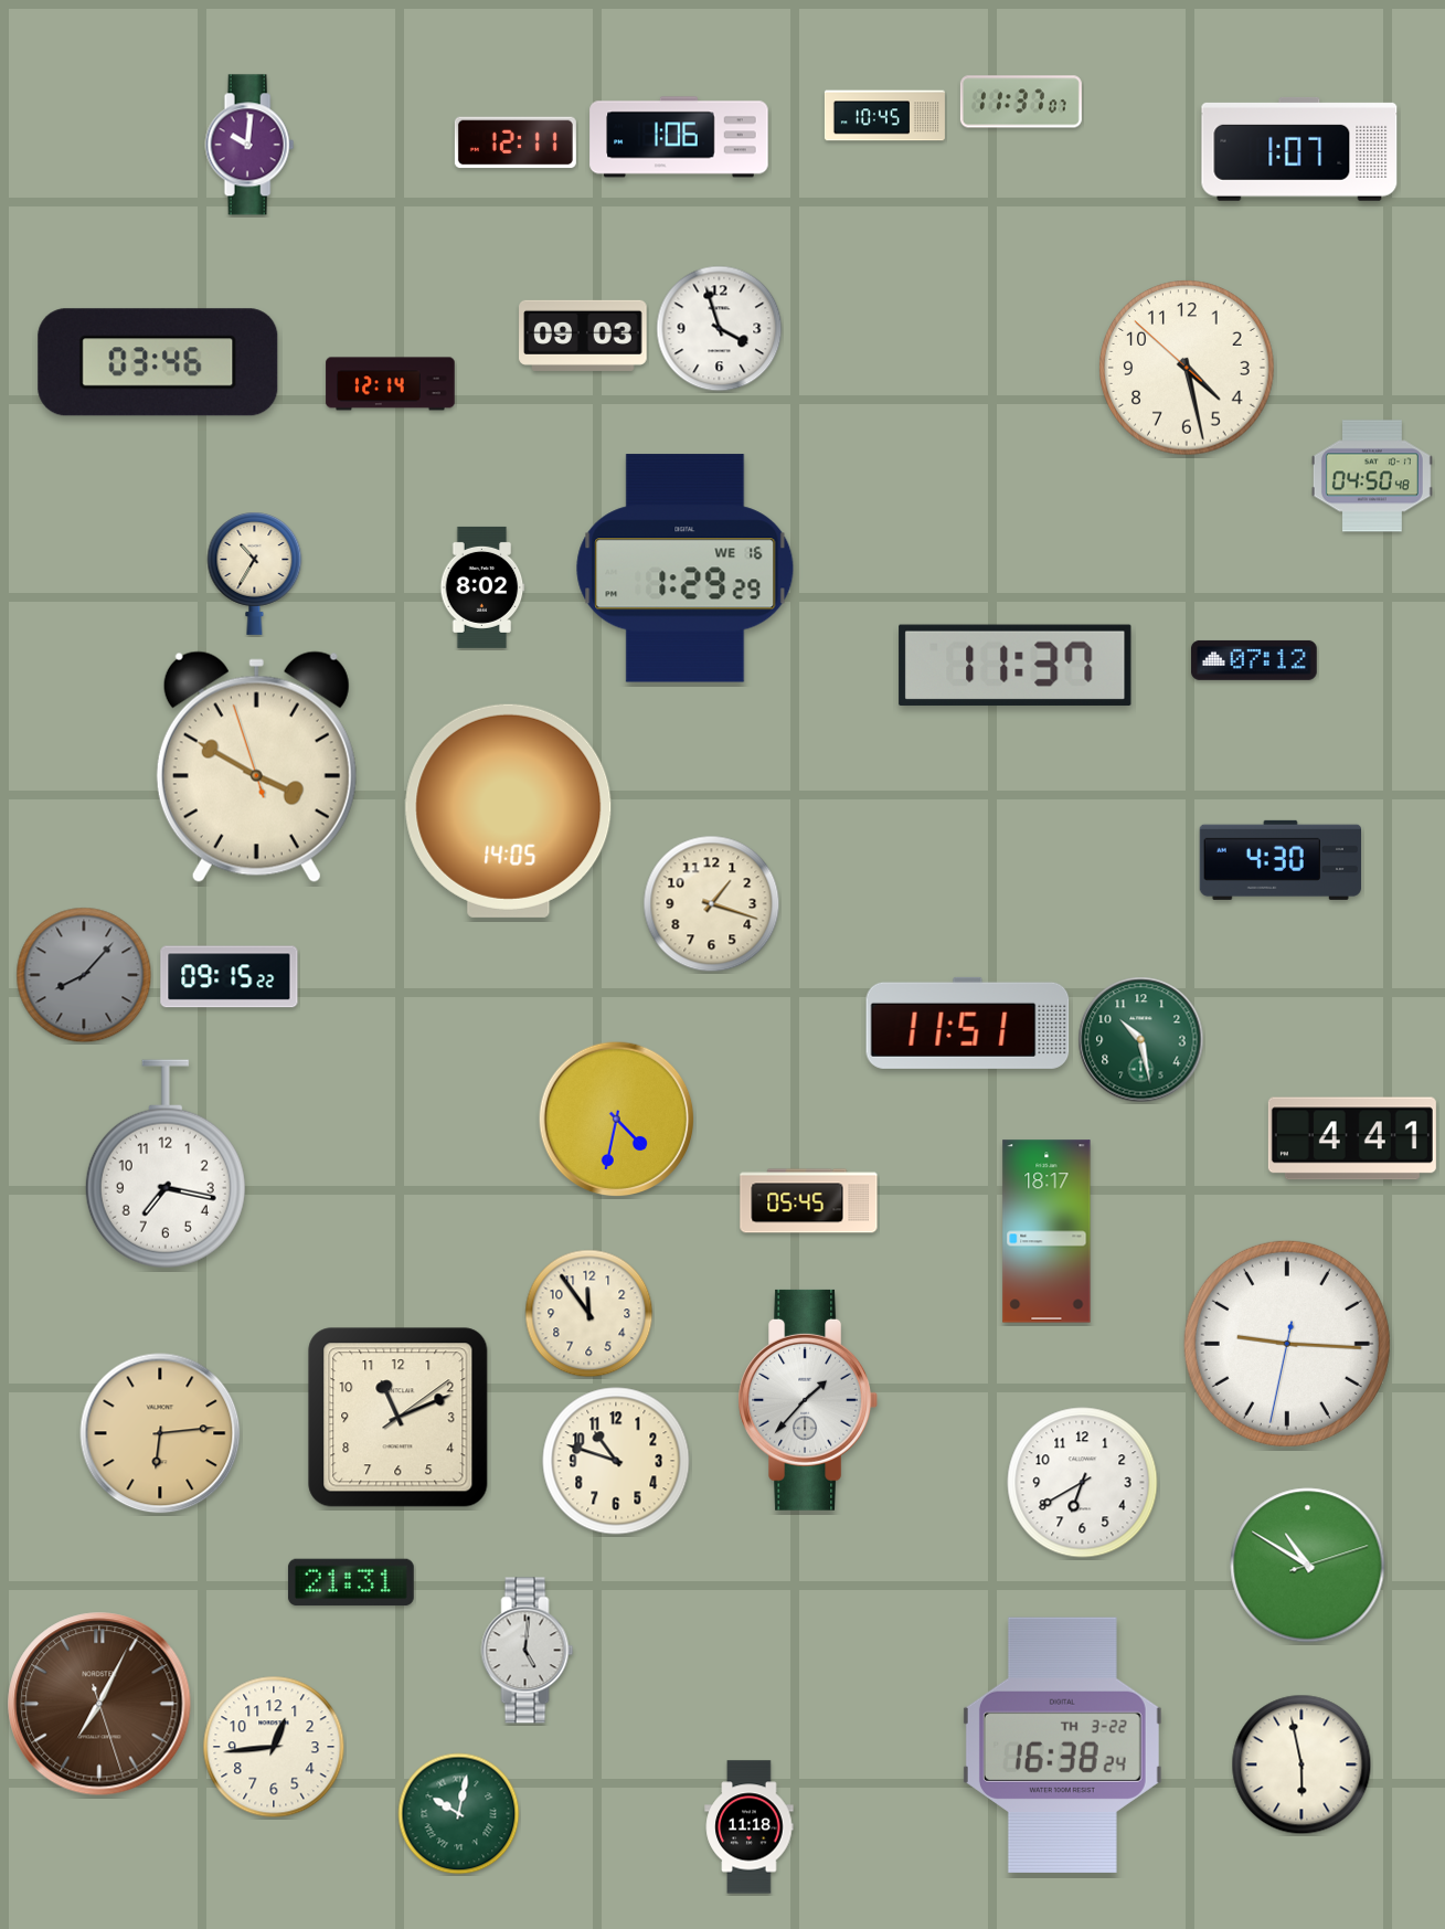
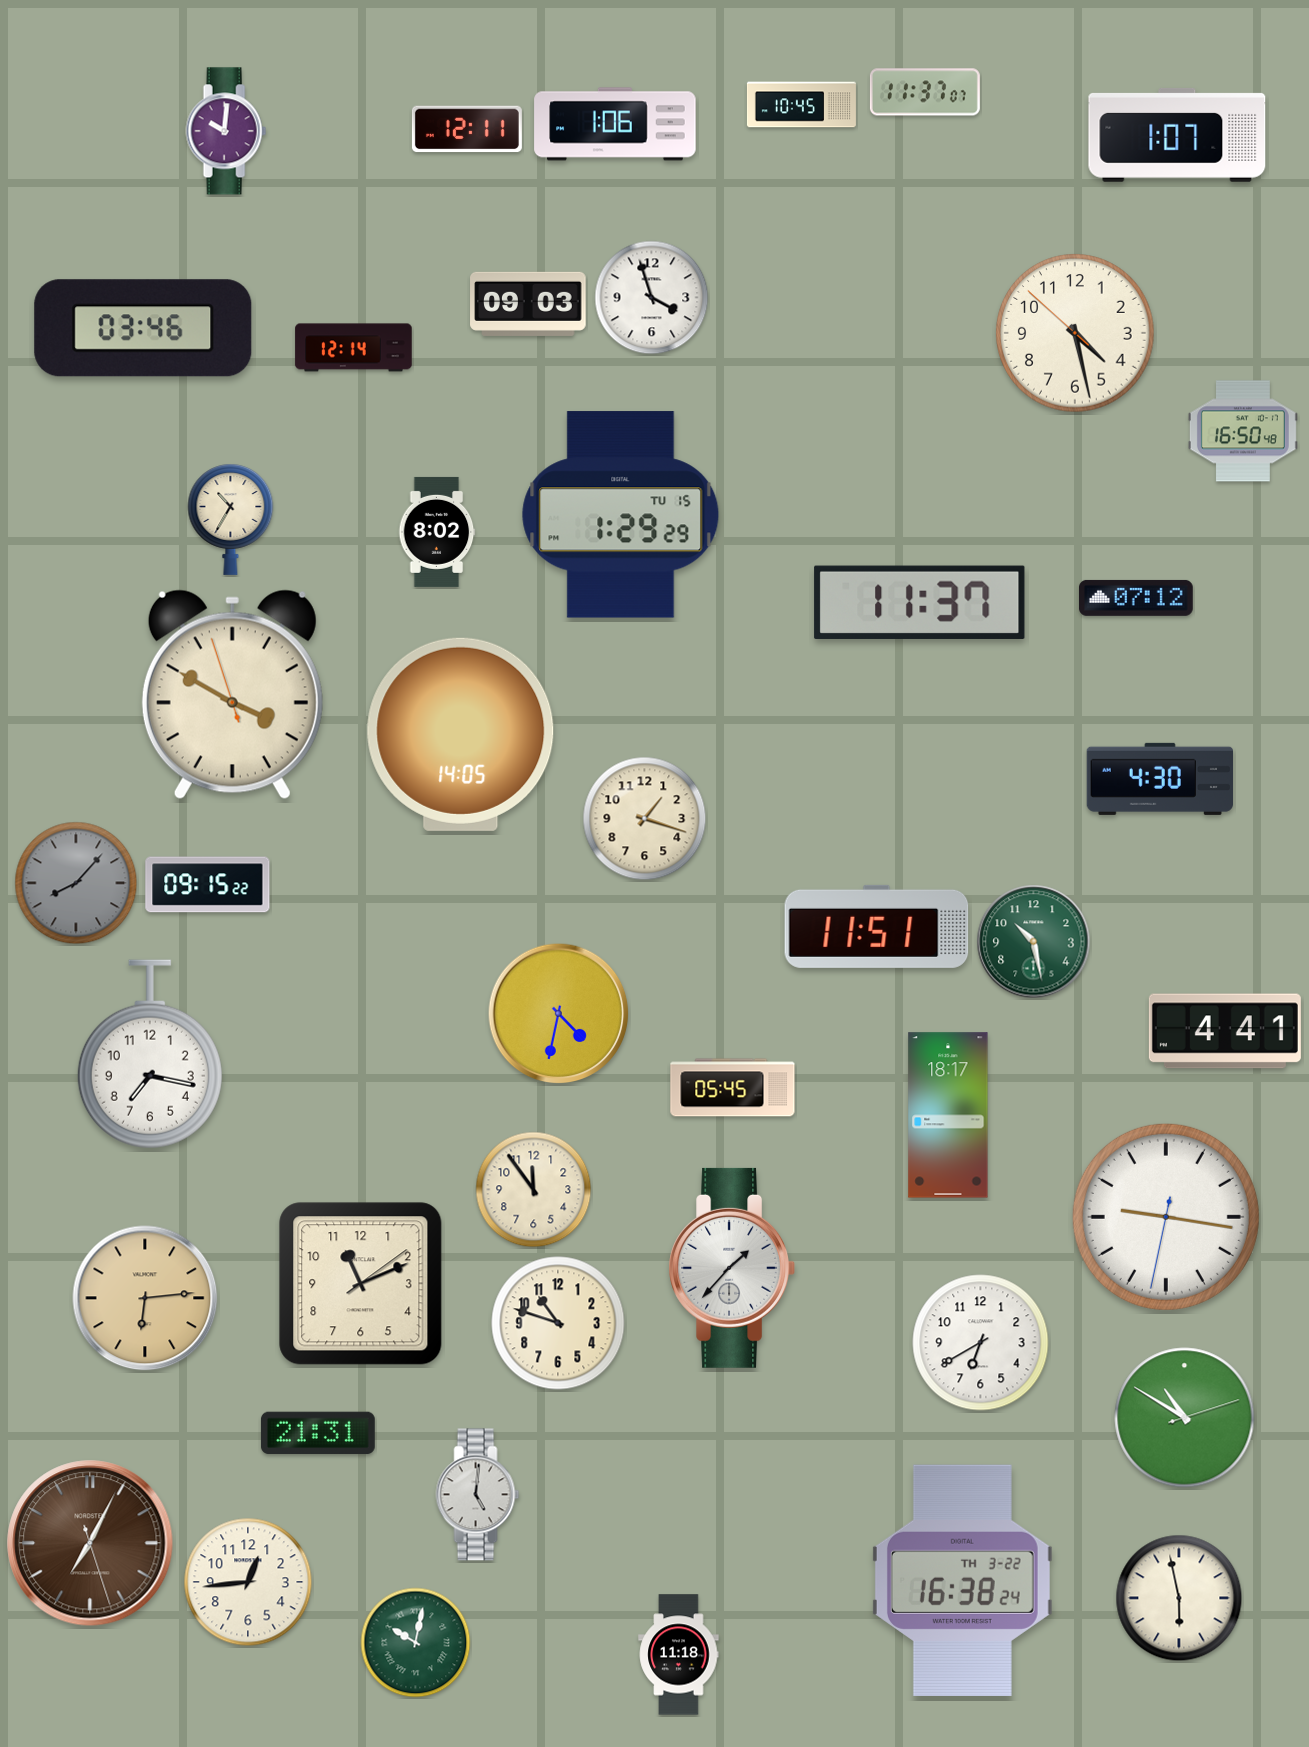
clock at (1372, 476): 04:50 -> 16:50
clock at (686, 569) date: WE 16 -> TU 15
clock at (1287, 1344): 9:15 -> 9:16
